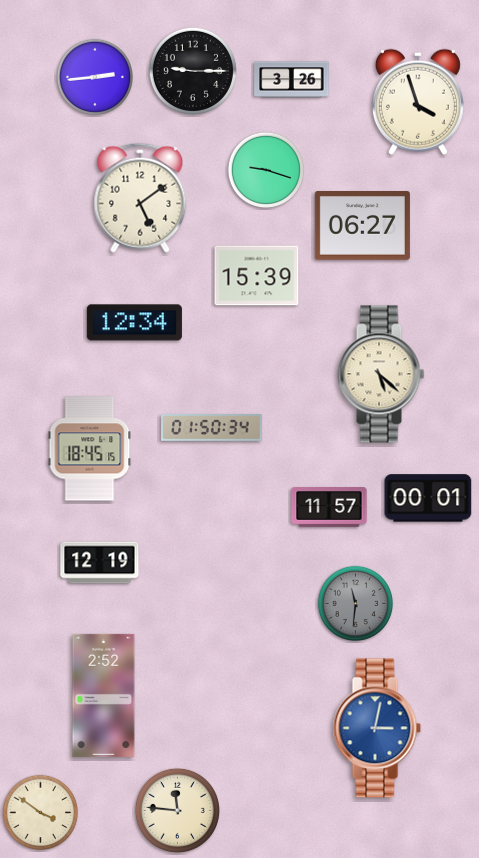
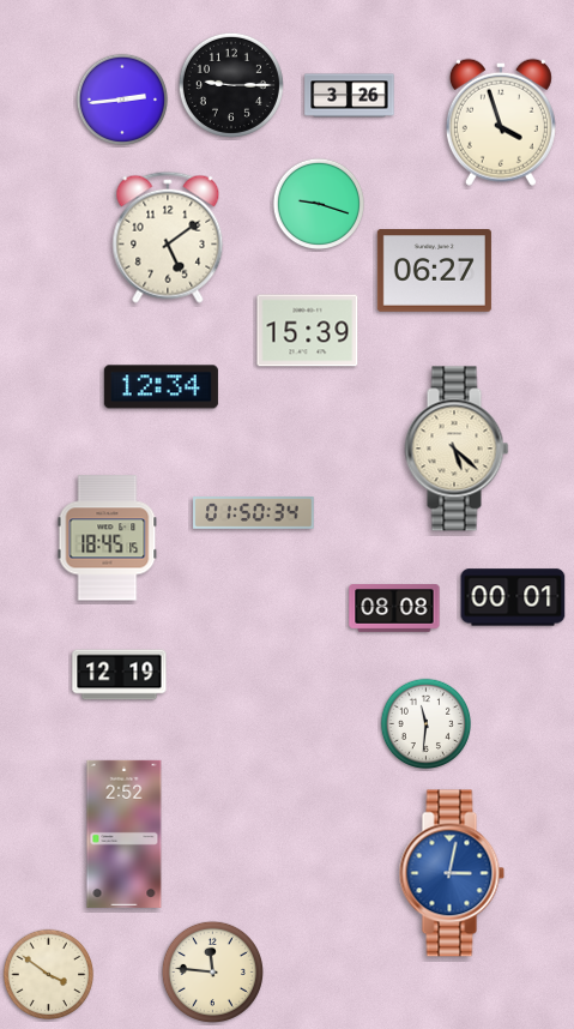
clock at (95, 77) position: (95, 77) -> (122, 100)
clock at (329, 507): 11:57 -> 08:08
clock at (356, 604) dial: grey -> white
